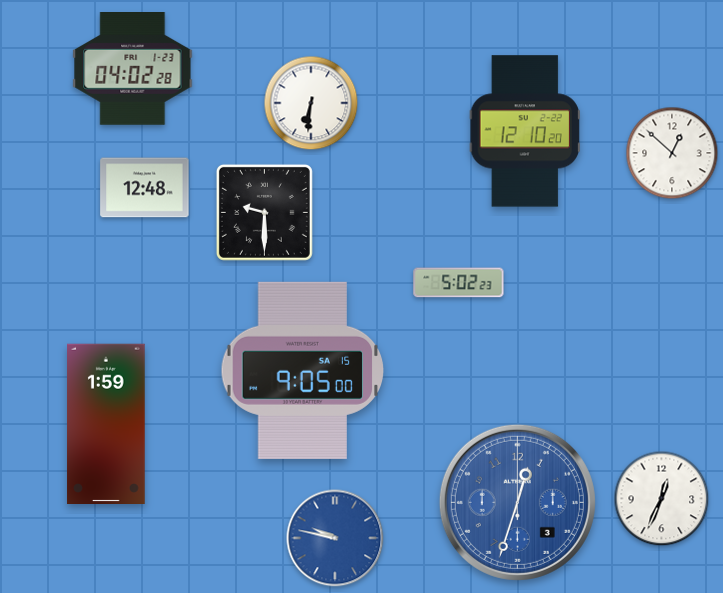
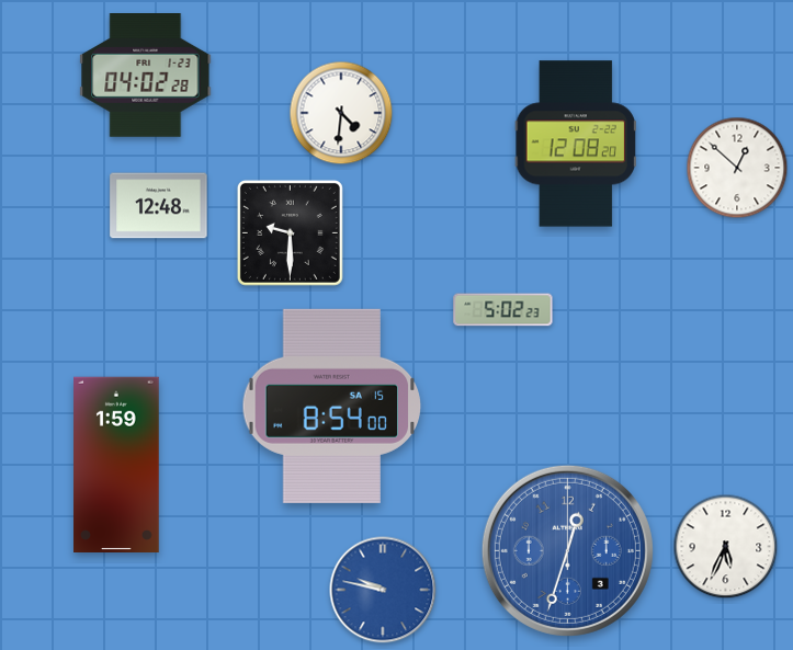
clock at (311, 103): 6:31 -> 4:31
clock at (525, 131): 12:10 -> 12:08
clock at (303, 370): 9:05 -> 8:54
clock at (662, 499): 12:34 -> 5:34
clock at (335, 538) position: (335, 538) -> (383, 590)
